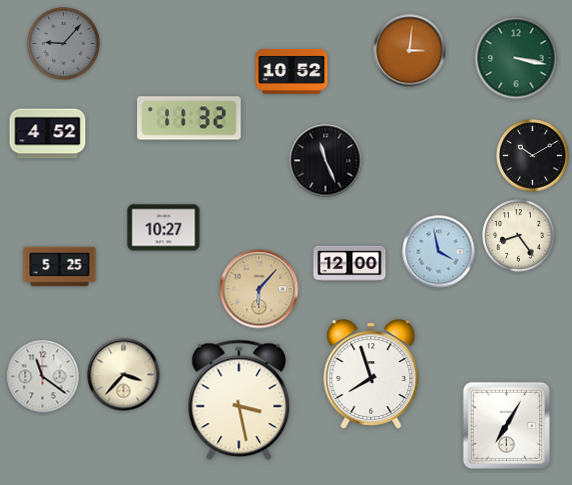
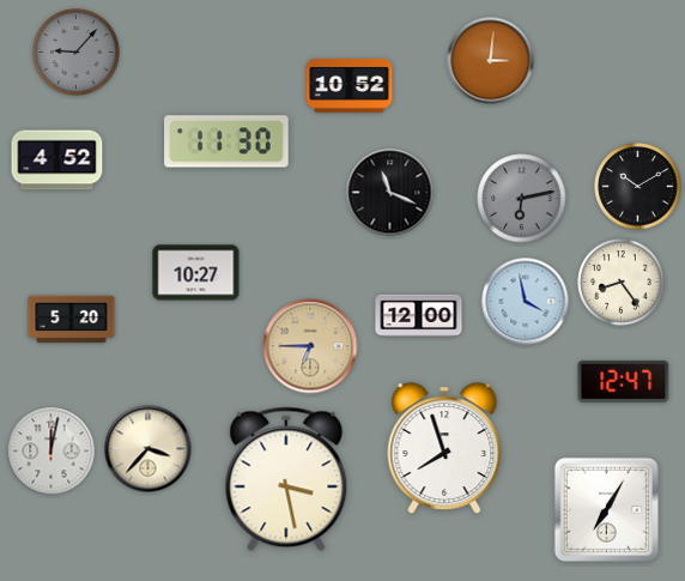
clock at (516, 58): 3:17 -> none
clock at (189, 118): 11:32 -> 11:30
clock at (326, 161): 11:26 -> 11:19
clock at (522, 199): none -> 6:13
clock at (60, 267): 5:25 -> 5:20
clock at (259, 289): 6:07 -> 6:45
clock at (624, 381): none -> 12:47
clock at (43, 377): 11:21 -> 12:02
